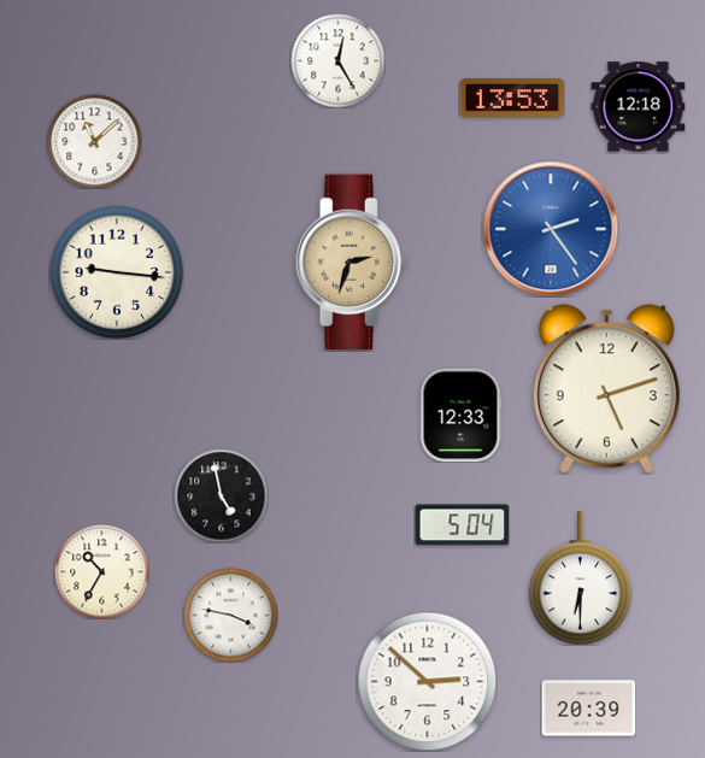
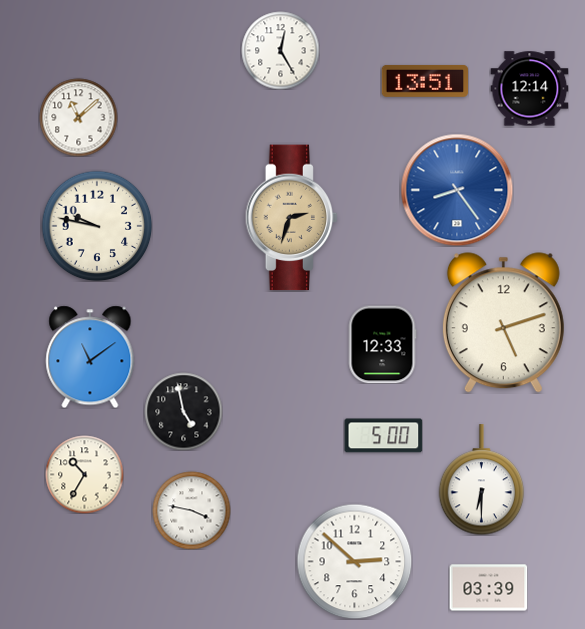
clock at (512, 98): 13:53 -> 13:51
clock at (638, 107): 12:18 -> 12:14
clock at (551, 229): 2:24 -> 8:24
clock at (117, 272): 9:16 -> 9:47
clock at (90, 357): none -> 11:09
clock at (462, 525): 5:04 -> 5:00
clock at (427, 681) position: (427, 681) -> (354, 561)
clock at (588, 709): 20:39 -> 03:39
